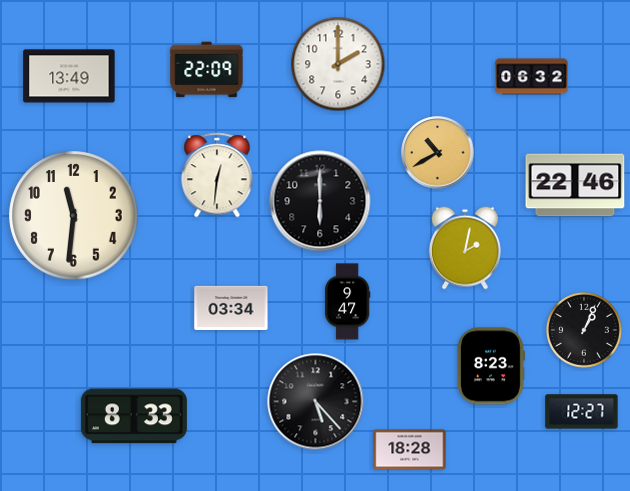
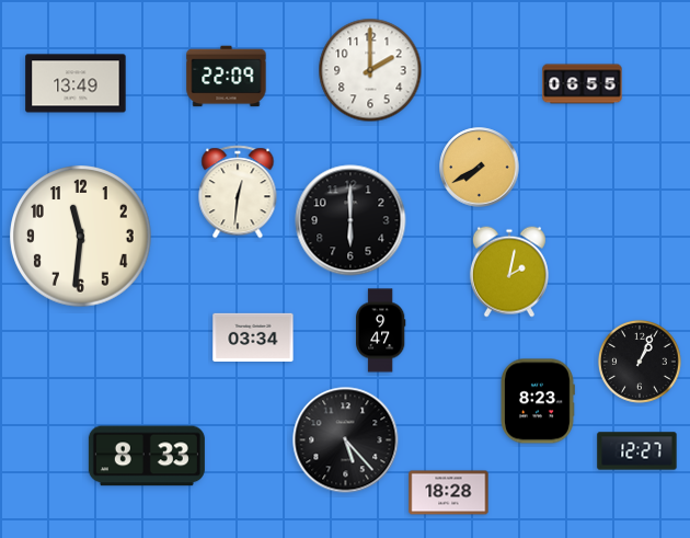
clock at (532, 77): 06:32 -> 06:55
clock at (438, 153): 10:40 -> 7:40
clock at (575, 185): 22:46 -> none
